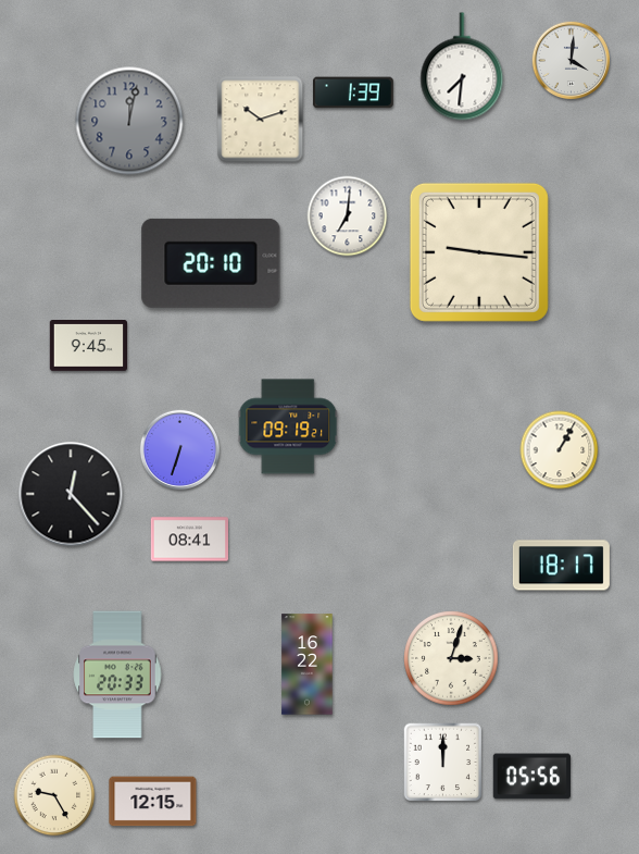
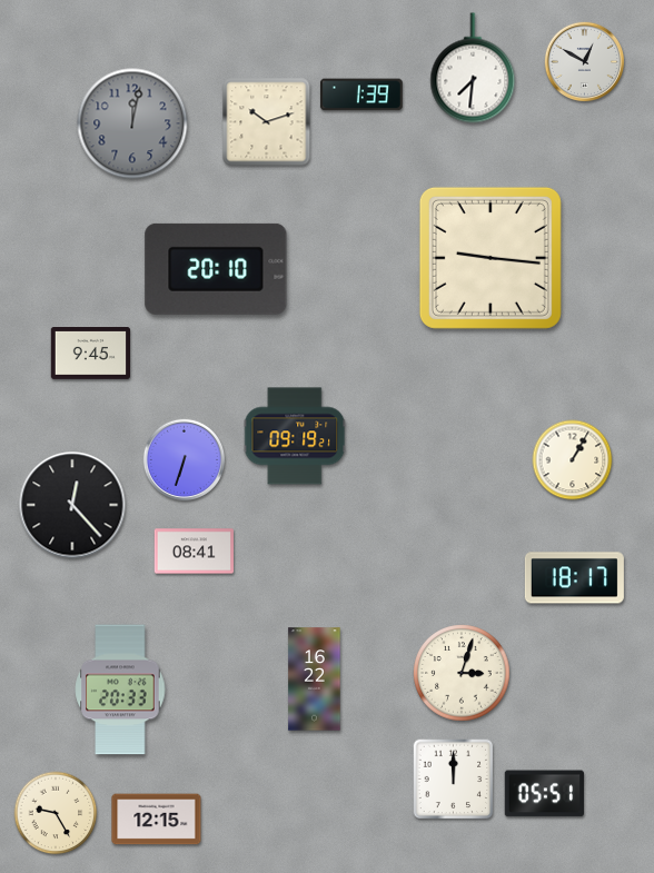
clock at (572, 61): 4:01 -> 12:50
clock at (348, 216): 7:01 -> none
clock at (531, 777): 05:56 -> 05:51
